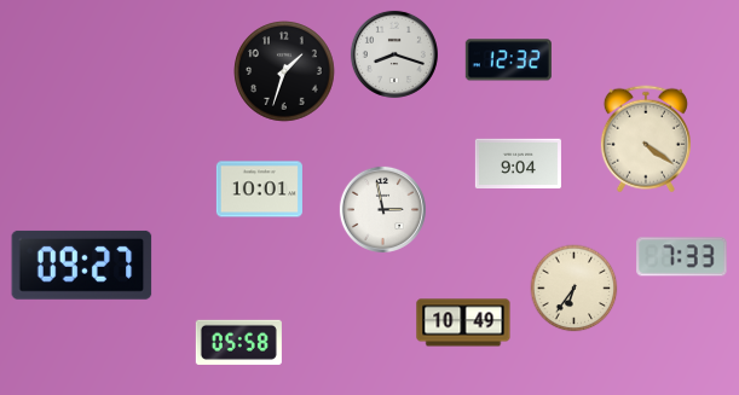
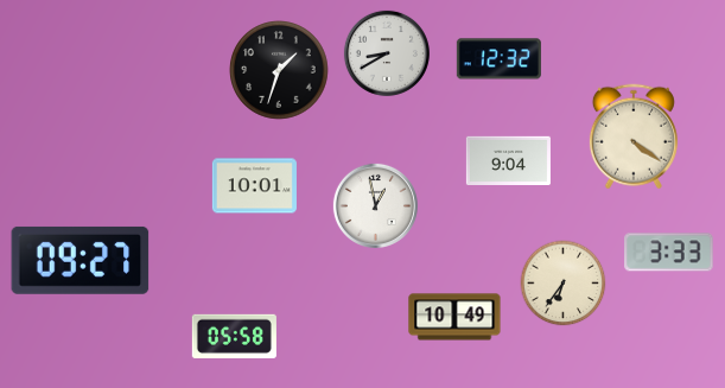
clock at (394, 54): 8:18 -> 8:40
clock at (382, 209): 2:58 -> 12:58
clock at (682, 257): 7:33 -> 3:33
